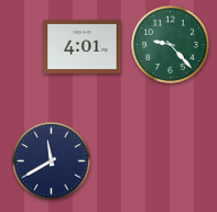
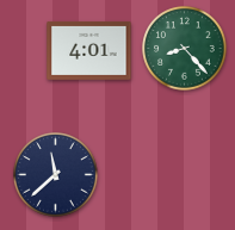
clock at (171, 45): 9:23 -> 8:23
clock at (52, 161): 11:40 -> 11:38
